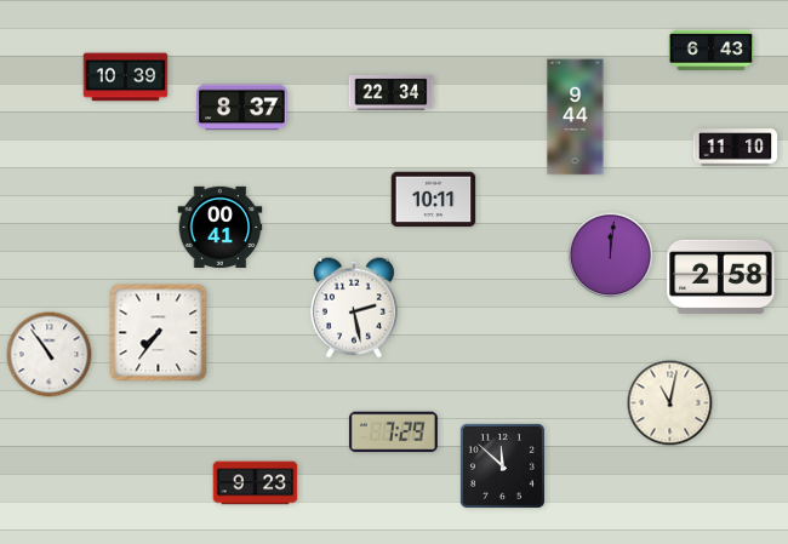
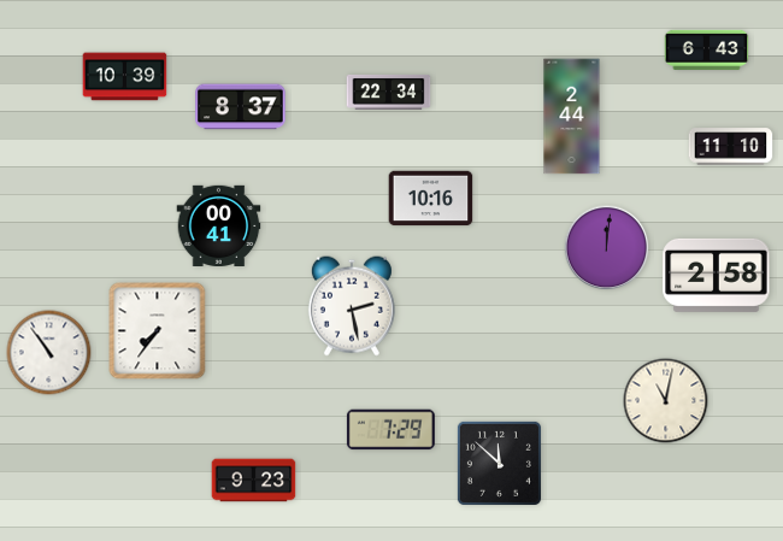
clock at (576, 118): 9:44 -> 2:44
clock at (434, 200): 10:11 -> 10:16
clock at (611, 256) position: (611, 256) -> (607, 248)
